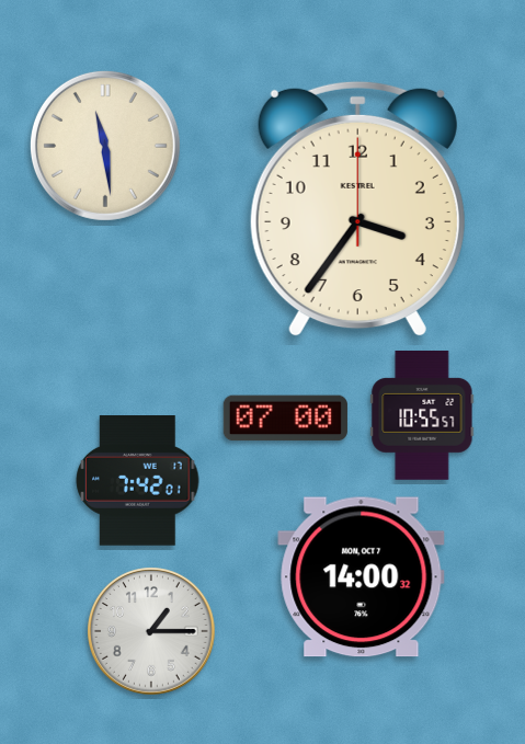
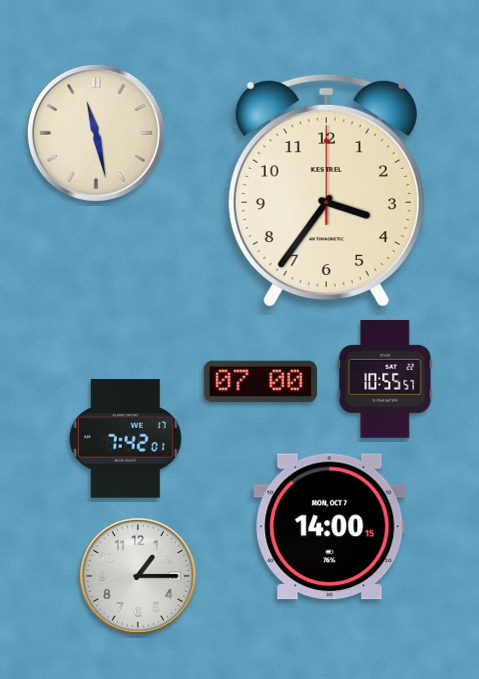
clock at (105, 146): 11:29 -> 11:28
clock at (362, 577): 14:00:32 -> 14:00:15
